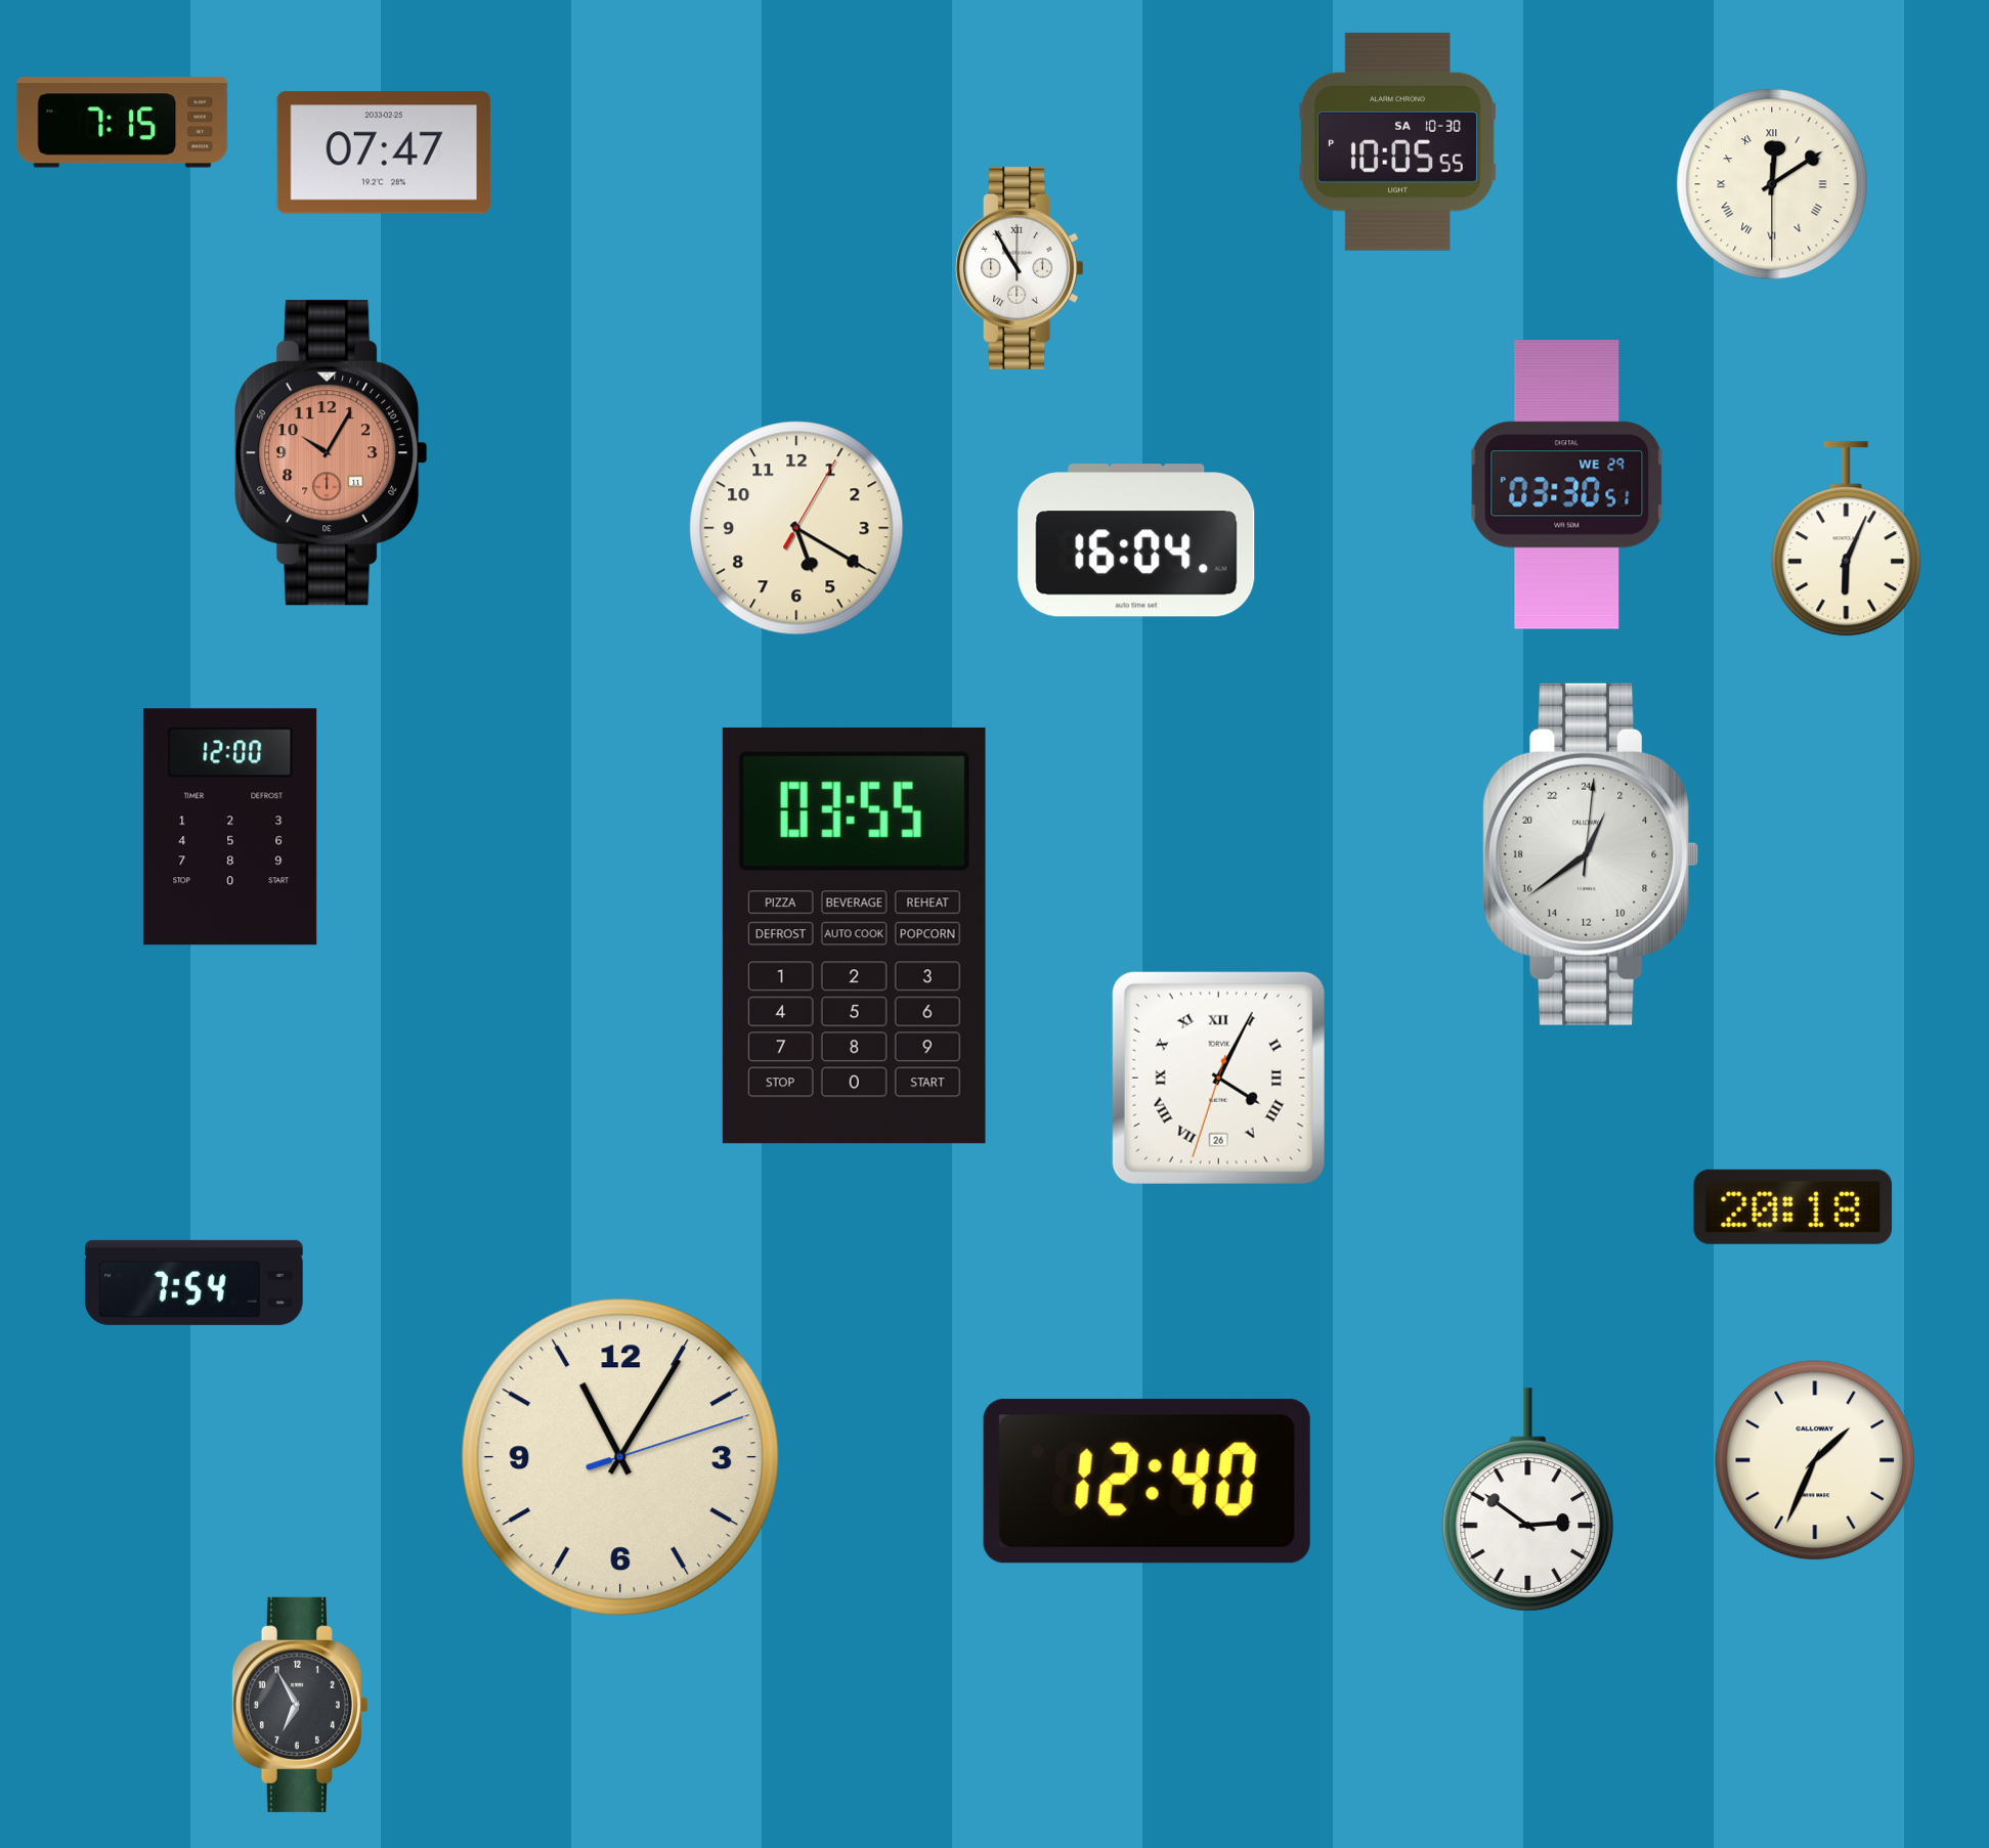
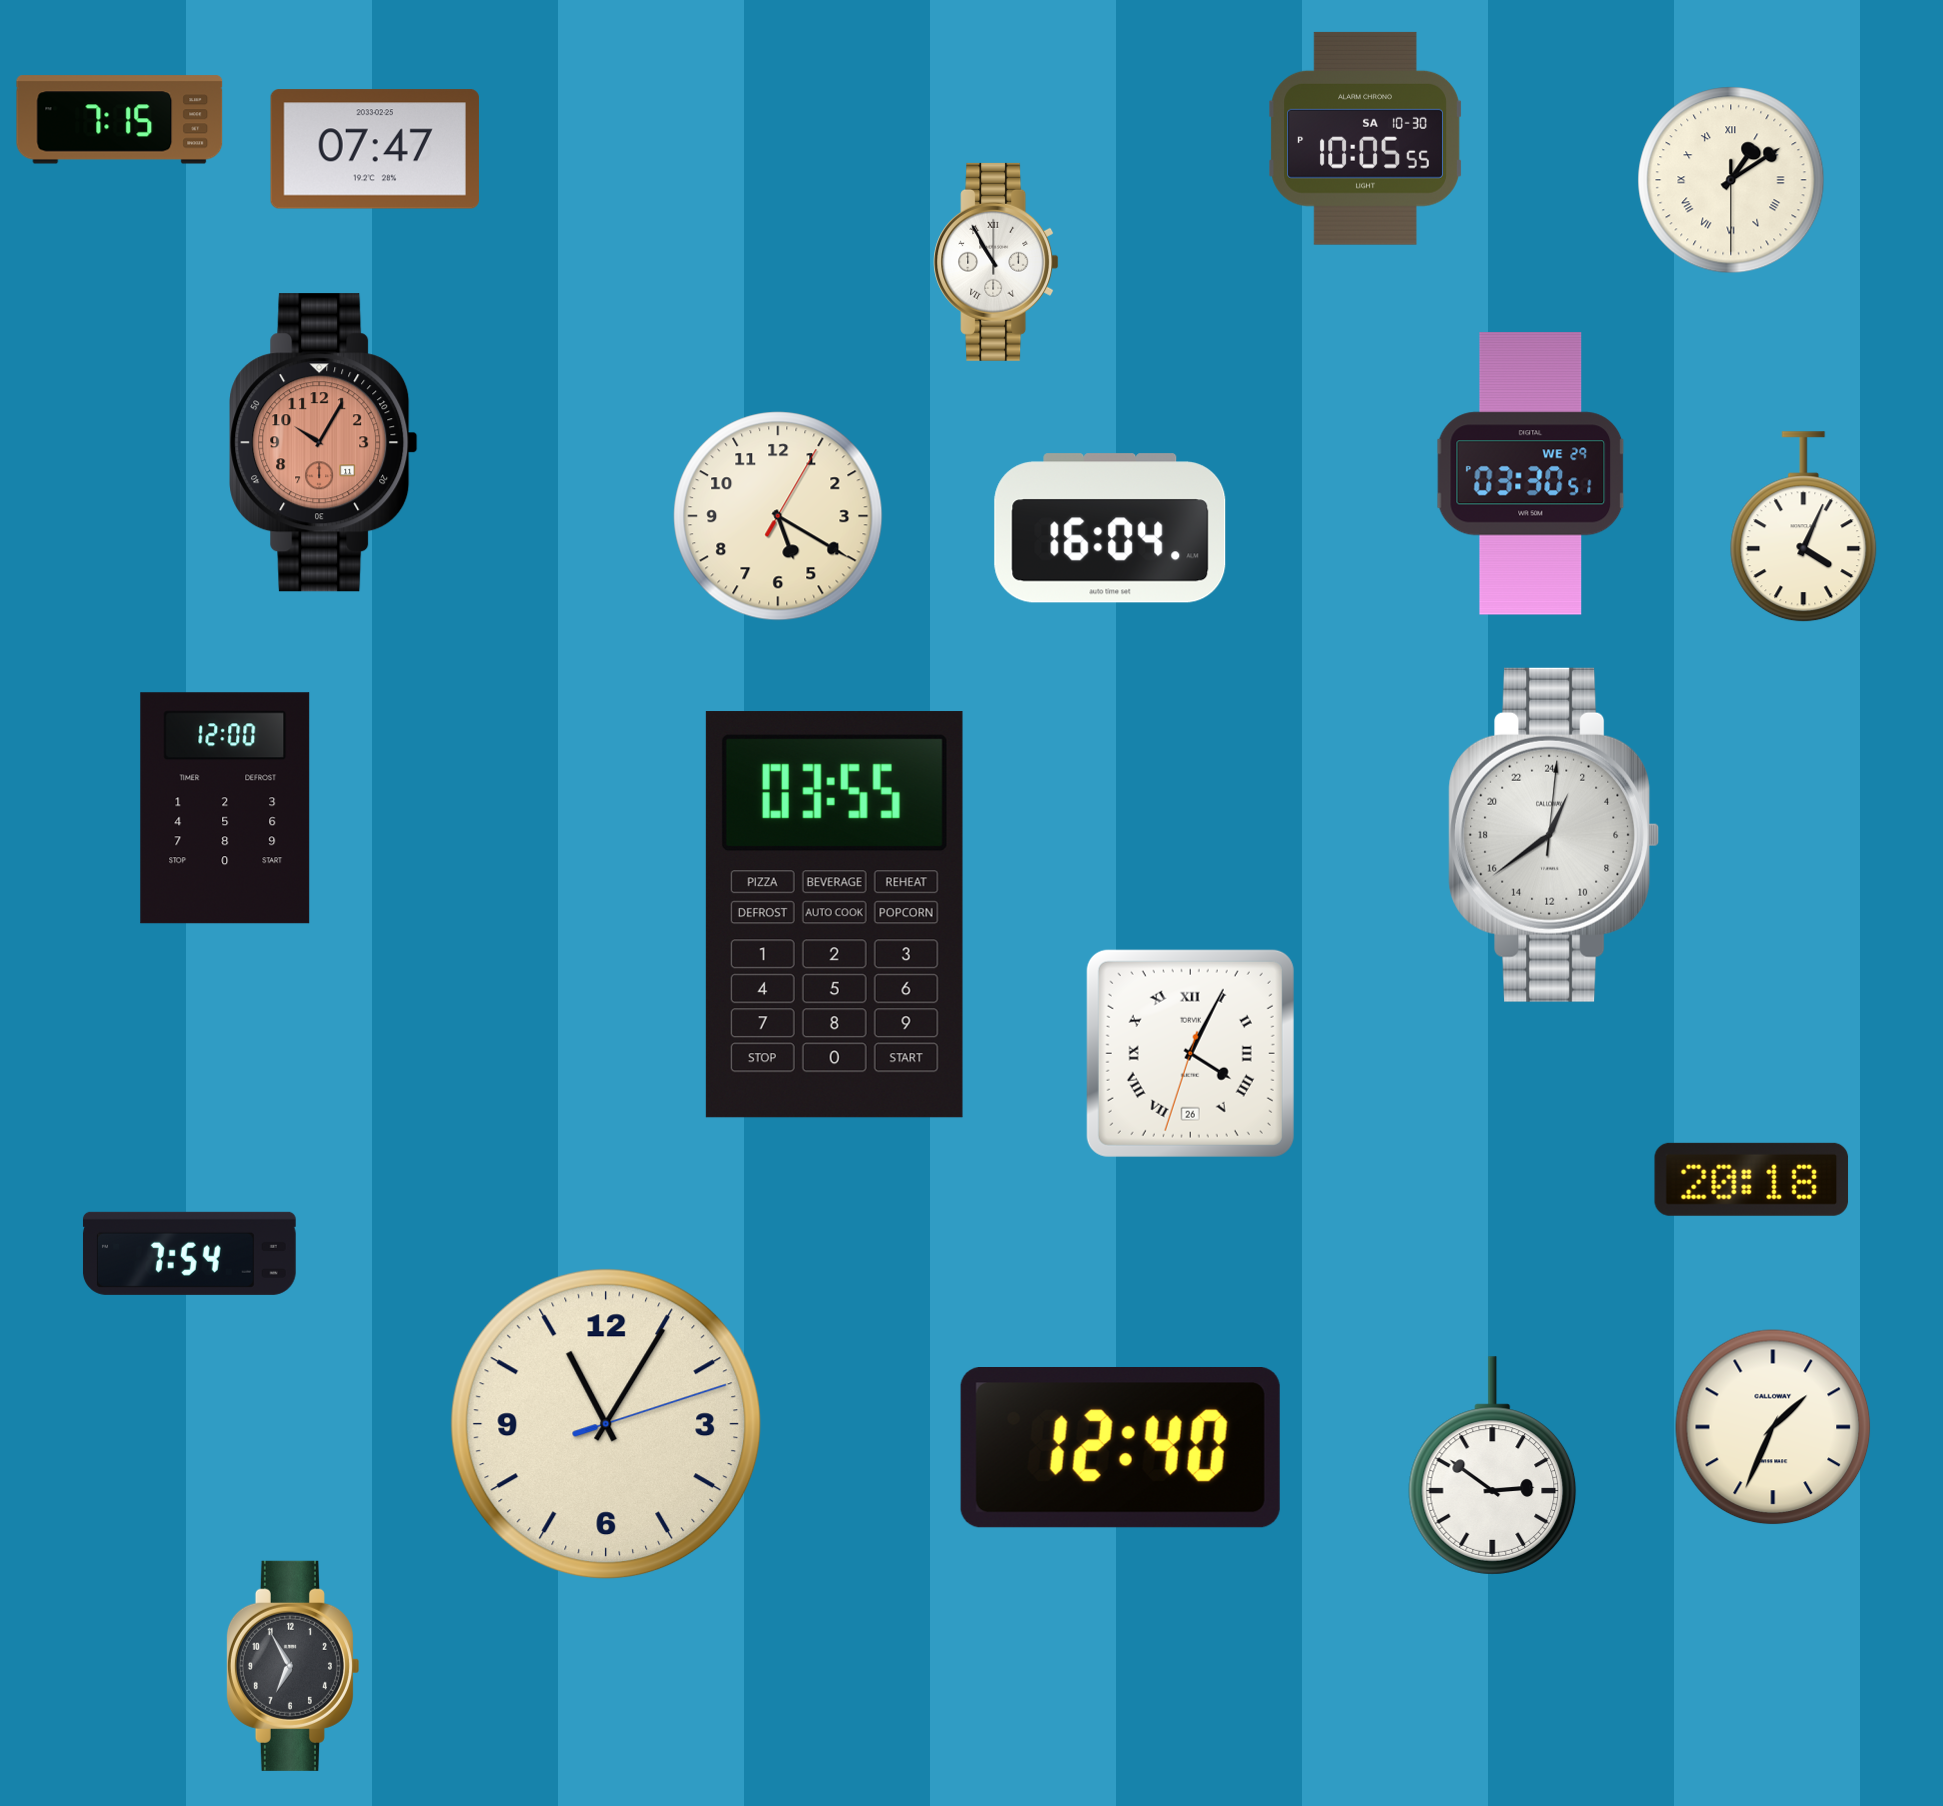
clock at (1772, 184): 12:09 -> 1:09
clock at (1847, 539): 6:04 -> 4:04
